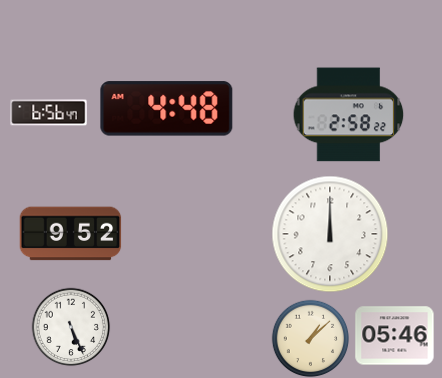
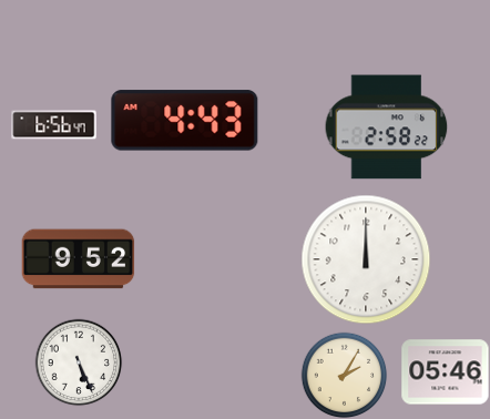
clock at (167, 109): 4:48 -> 4:43
clock at (395, 336) position: (395, 336) -> (446, 372)
clock at (310, 338): 1:08 -> 2:05
